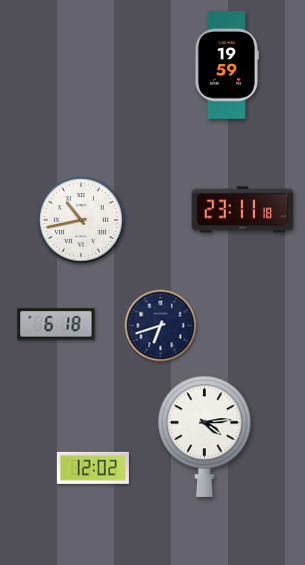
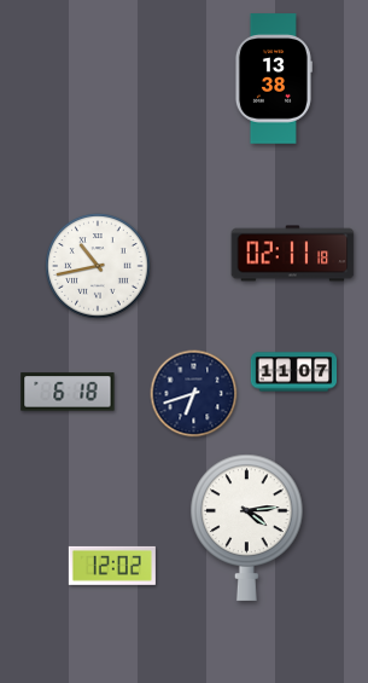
clock at (226, 65): 19:59 -> 13:38
clock at (243, 210): 23:11 -> 02:11
clock at (294, 372): none -> 11:07
